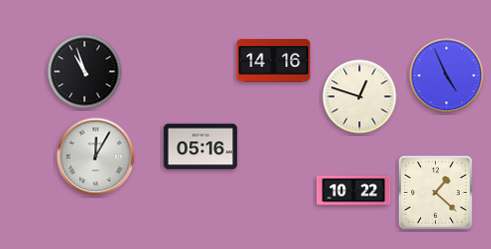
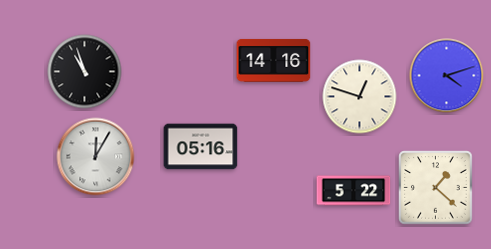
clock at (447, 76): 4:56 -> 4:12
clock at (354, 191): 10:22 -> 5:22
clock at (436, 193) position: (436, 193) -> (436, 188)
